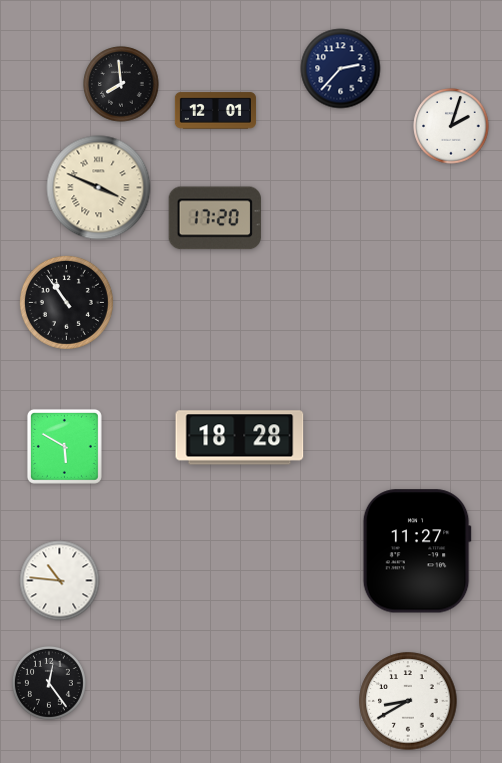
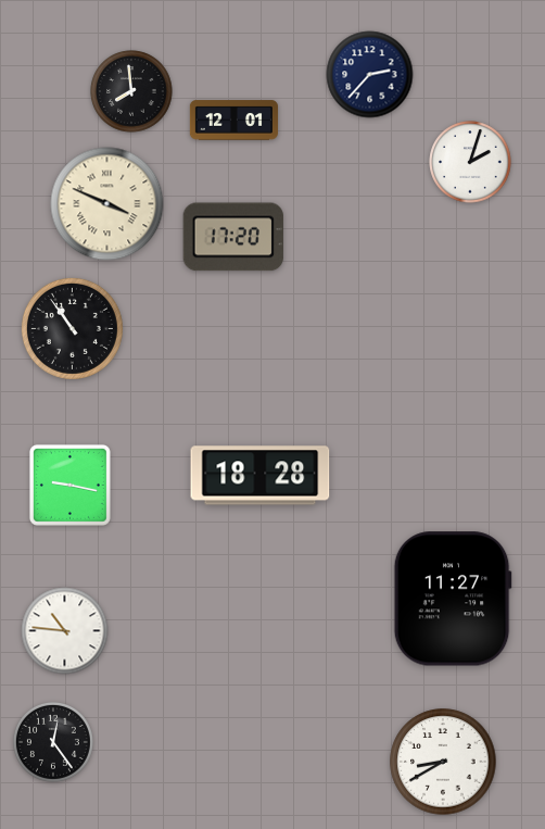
clock at (451, 126) position: (451, 126) -> (470, 162)
clock at (64, 446): 5:50 -> 9:17
